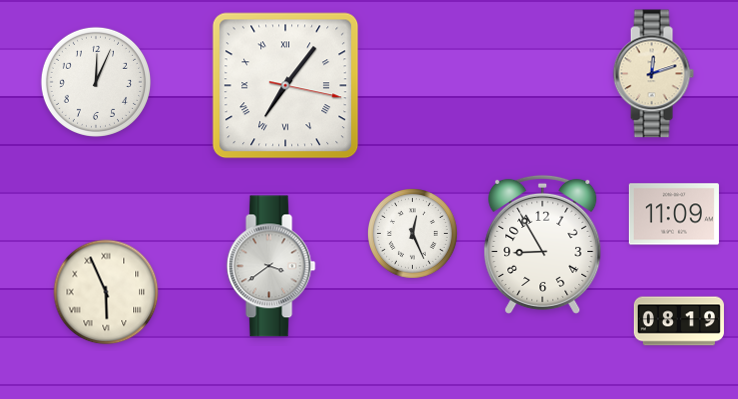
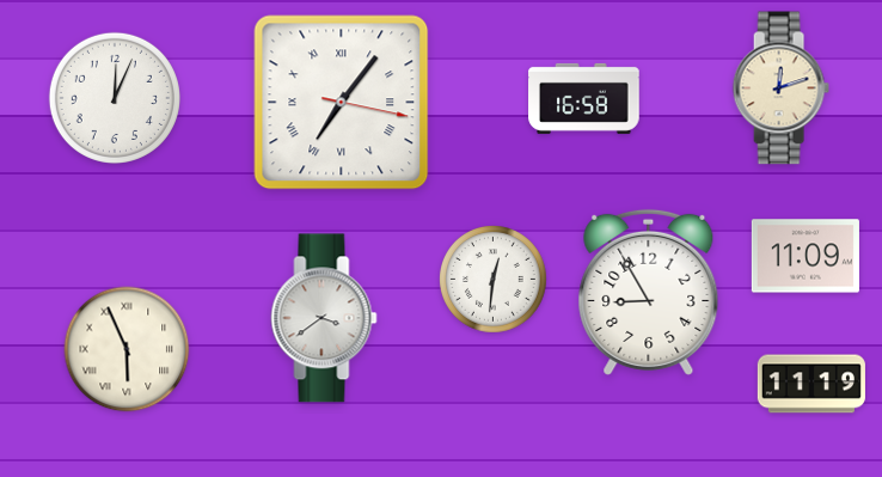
clock at (584, 98): none -> 16:58
clock at (413, 234): 12:26 -> 12:31
clock at (679, 321): 08:19 -> 11:19
